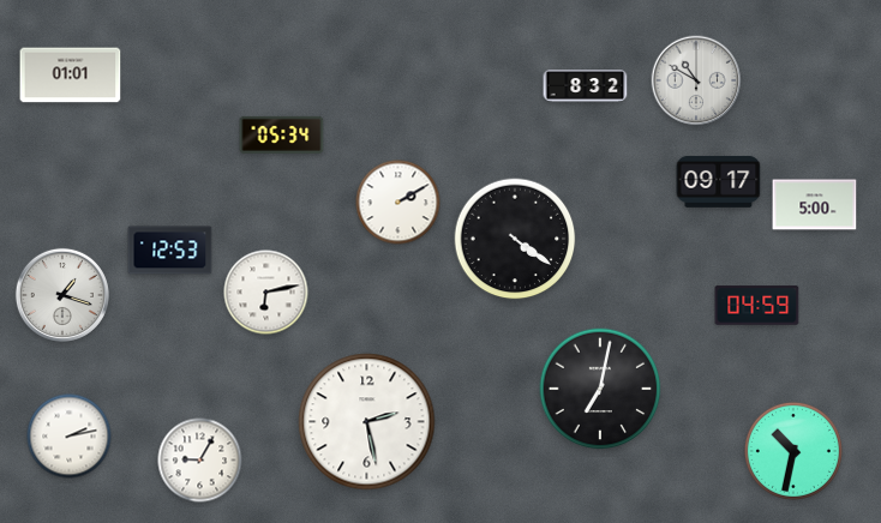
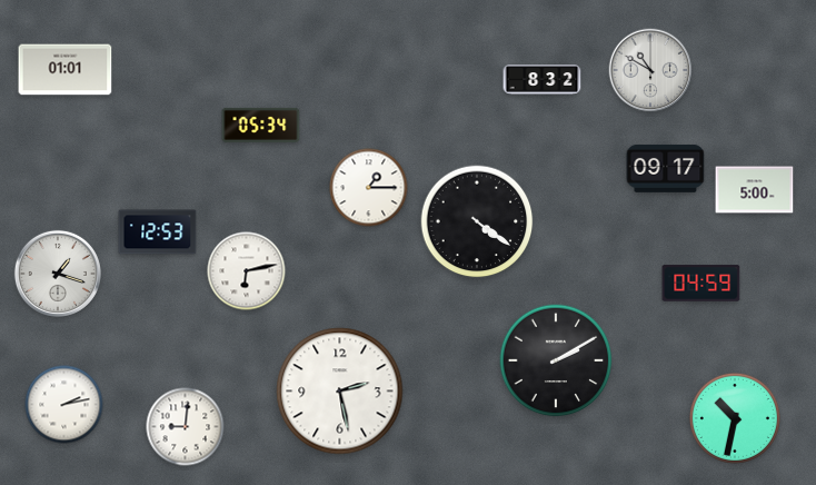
clock at (696, 80) position: (696, 80) -> (650, 70)
clock at (398, 203): 2:10 -> 1:15
clock at (600, 389): 7:02 -> 2:10
clock at (200, 461): 9:05 -> 9:01
